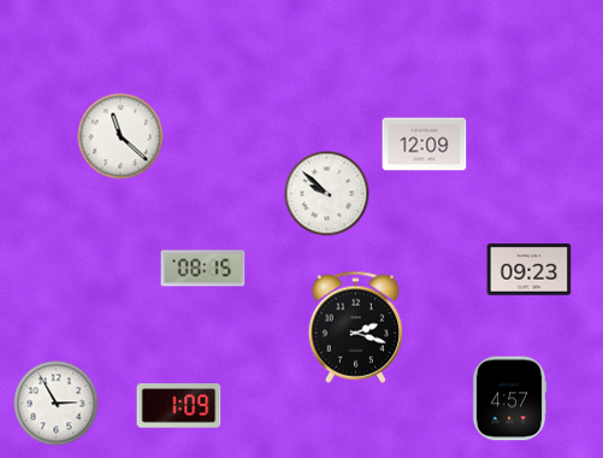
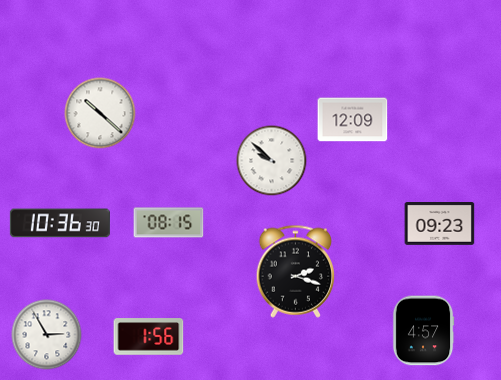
clock at (120, 136): 11:22 -> 10:22
clock at (60, 223): none -> 10:36
clock at (179, 406): 1:09 -> 1:56
